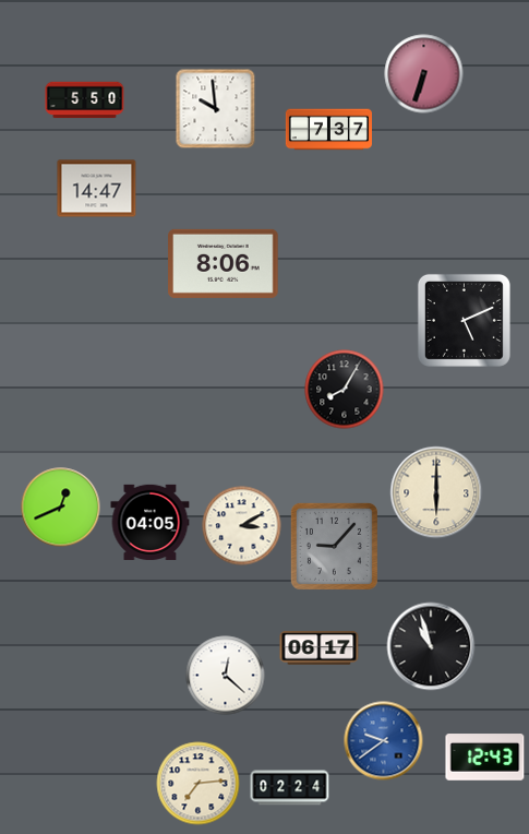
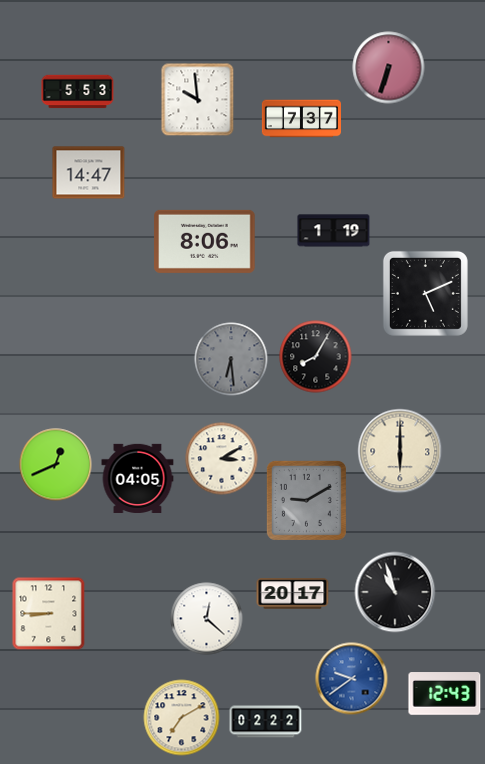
clock at (85, 100): 5:50 -> 5:53
clock at (334, 231): none -> 1:19
clock at (231, 359): none -> 6:29
clock at (242, 526) position: (242, 526) -> (222, 459)
clock at (334, 546): 9:07 -> 9:10
clock at (320, 648): 06:17 -> 20:17
clock at (49, 614): none -> 8:45
clock at (199, 784): 7:14 -> 7:10
clock at (290, 788): 02:24 -> 02:22
